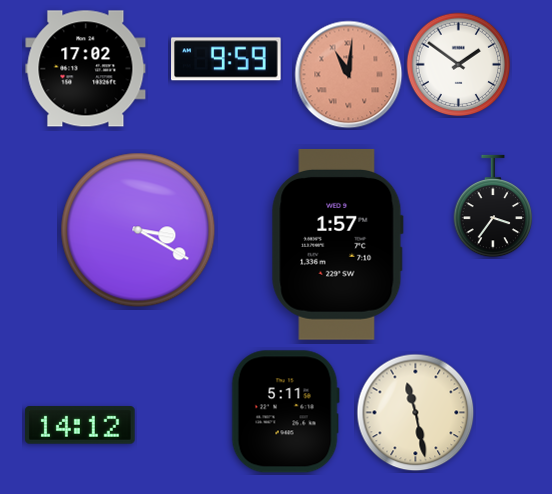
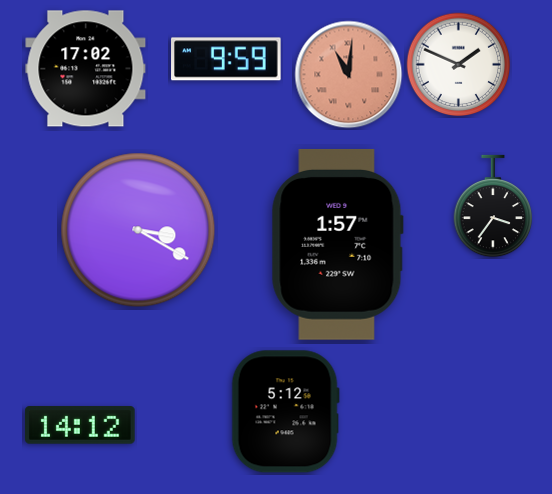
clock at (459, 65): 1:51 -> 1:49
clock at (285, 412): 5:11 -> 5:12
clock at (416, 413): 11:28 -> none
